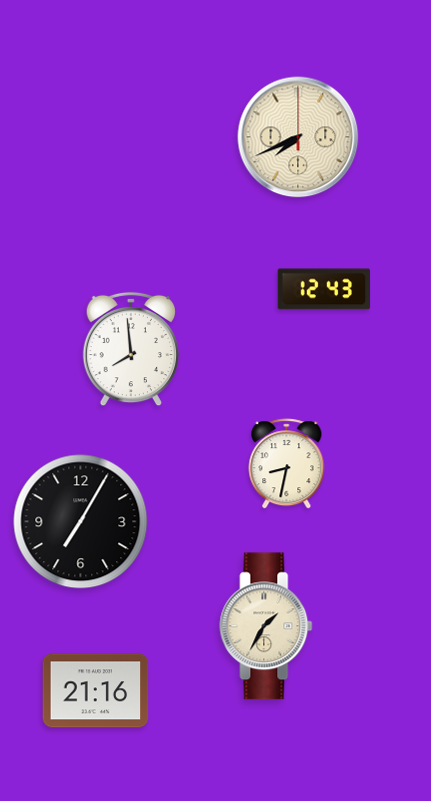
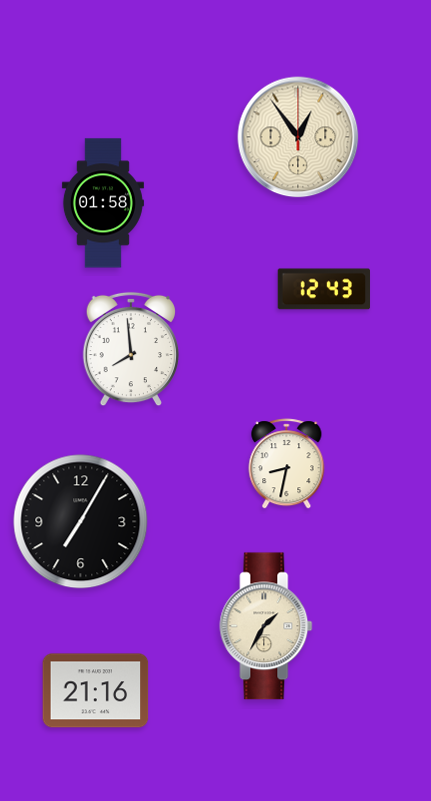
clock at (298, 137): 7:41 -> 12:54
clock at (103, 203): none -> 01:58
